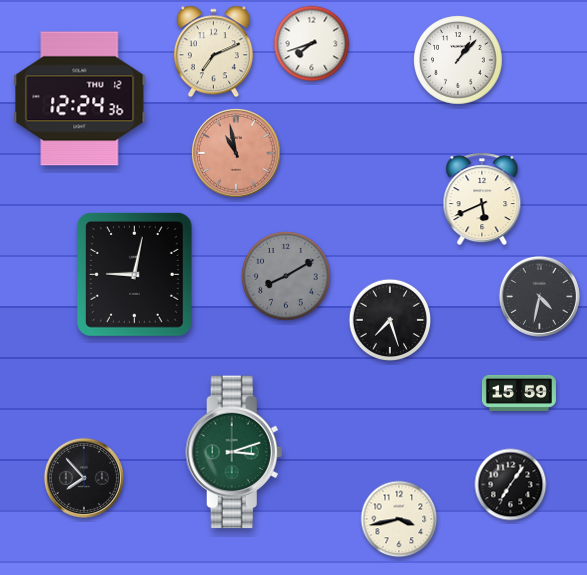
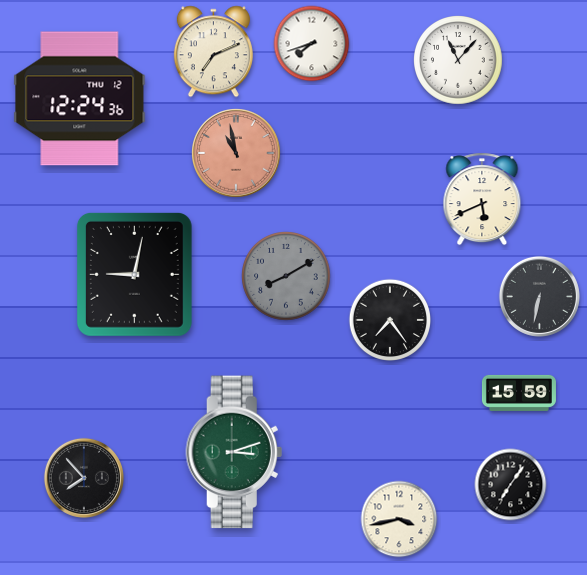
clock at (458, 60): 1:07 -> 11:07
clock at (539, 296): 4:32 -> 6:32
clock at (389, 319): 7:27 -> 7:24
